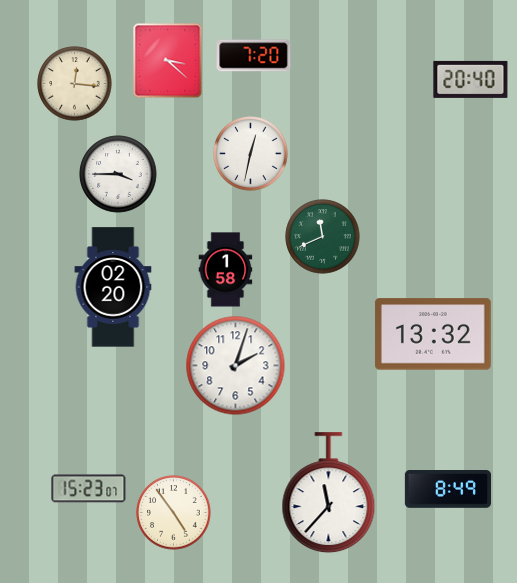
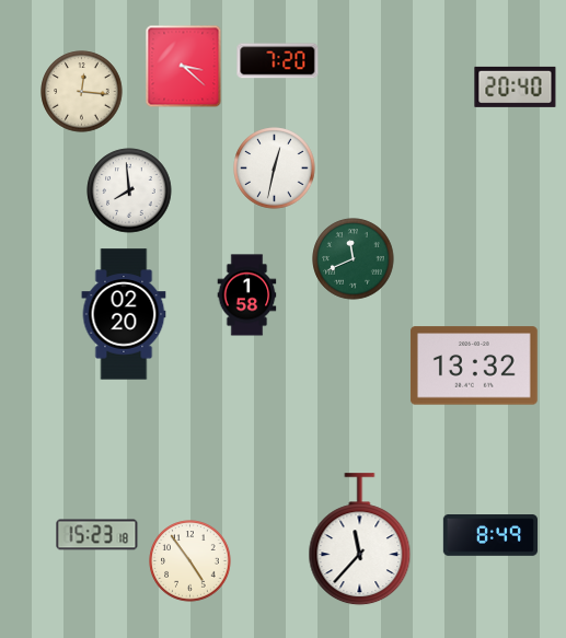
clock at (118, 174): 3:45 -> 7:59
clock at (236, 366): 2:03 -> none
clock at (89, 489): 15:23:07 -> 15:23:18
